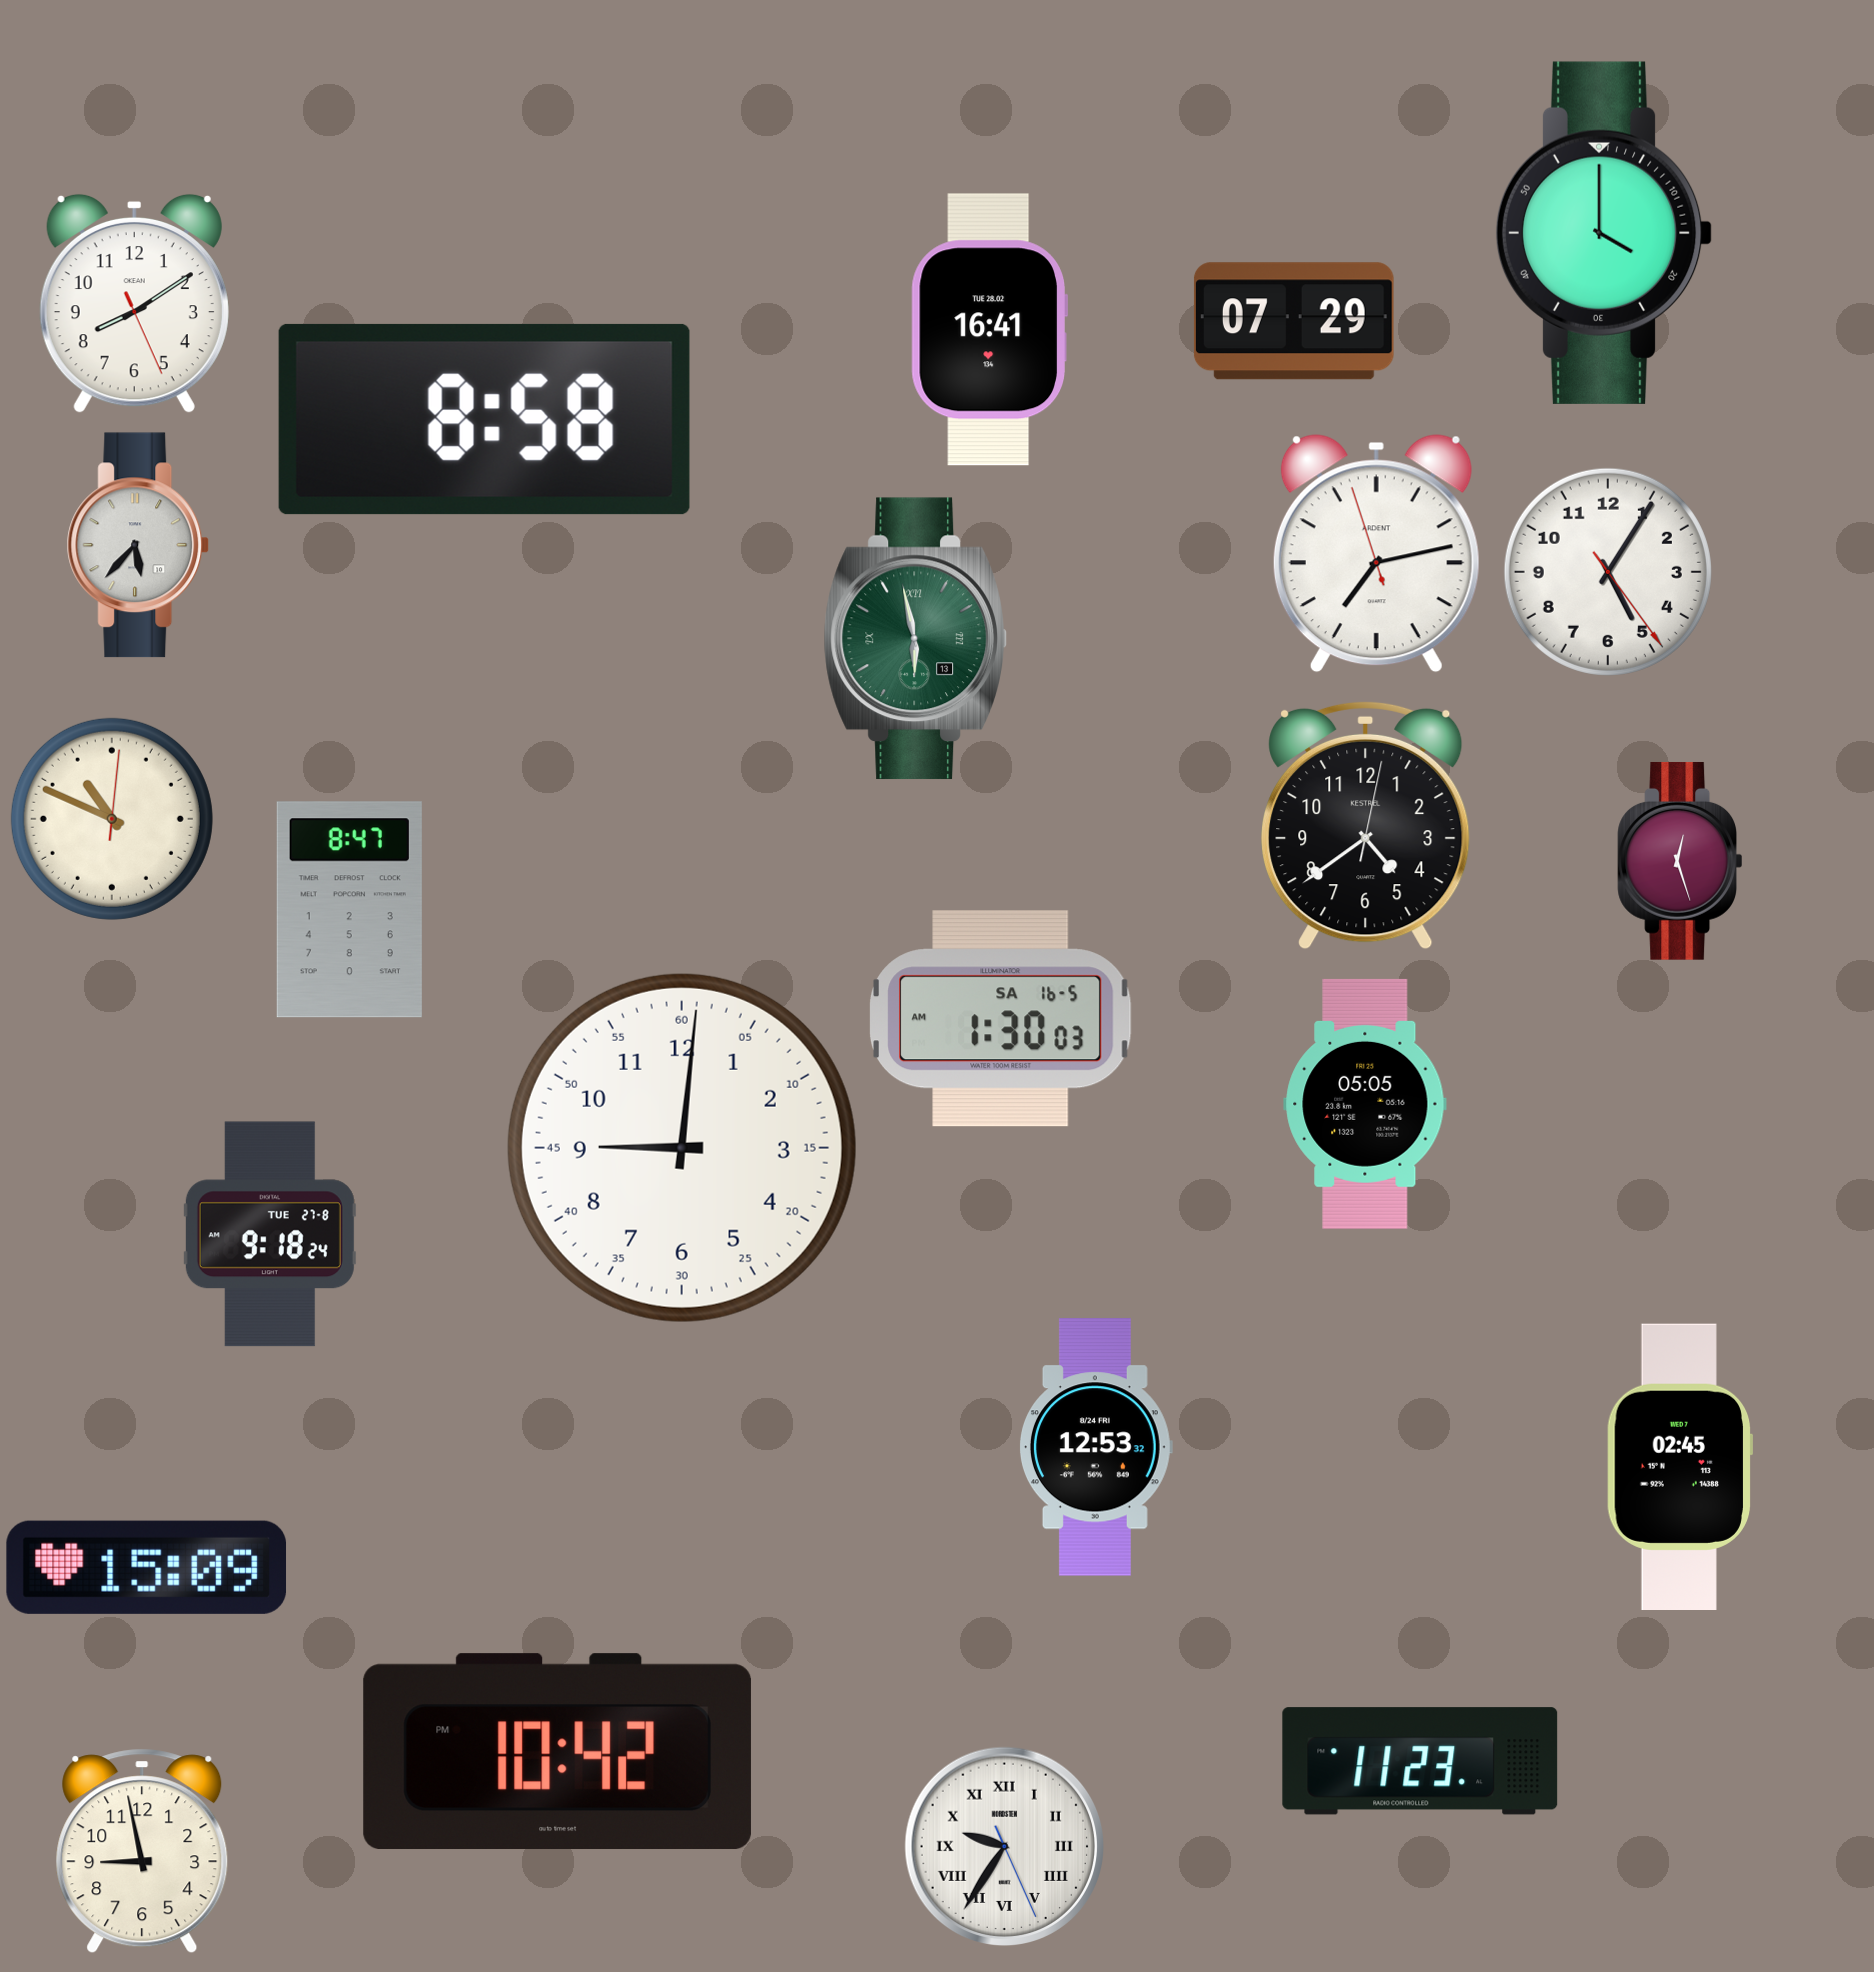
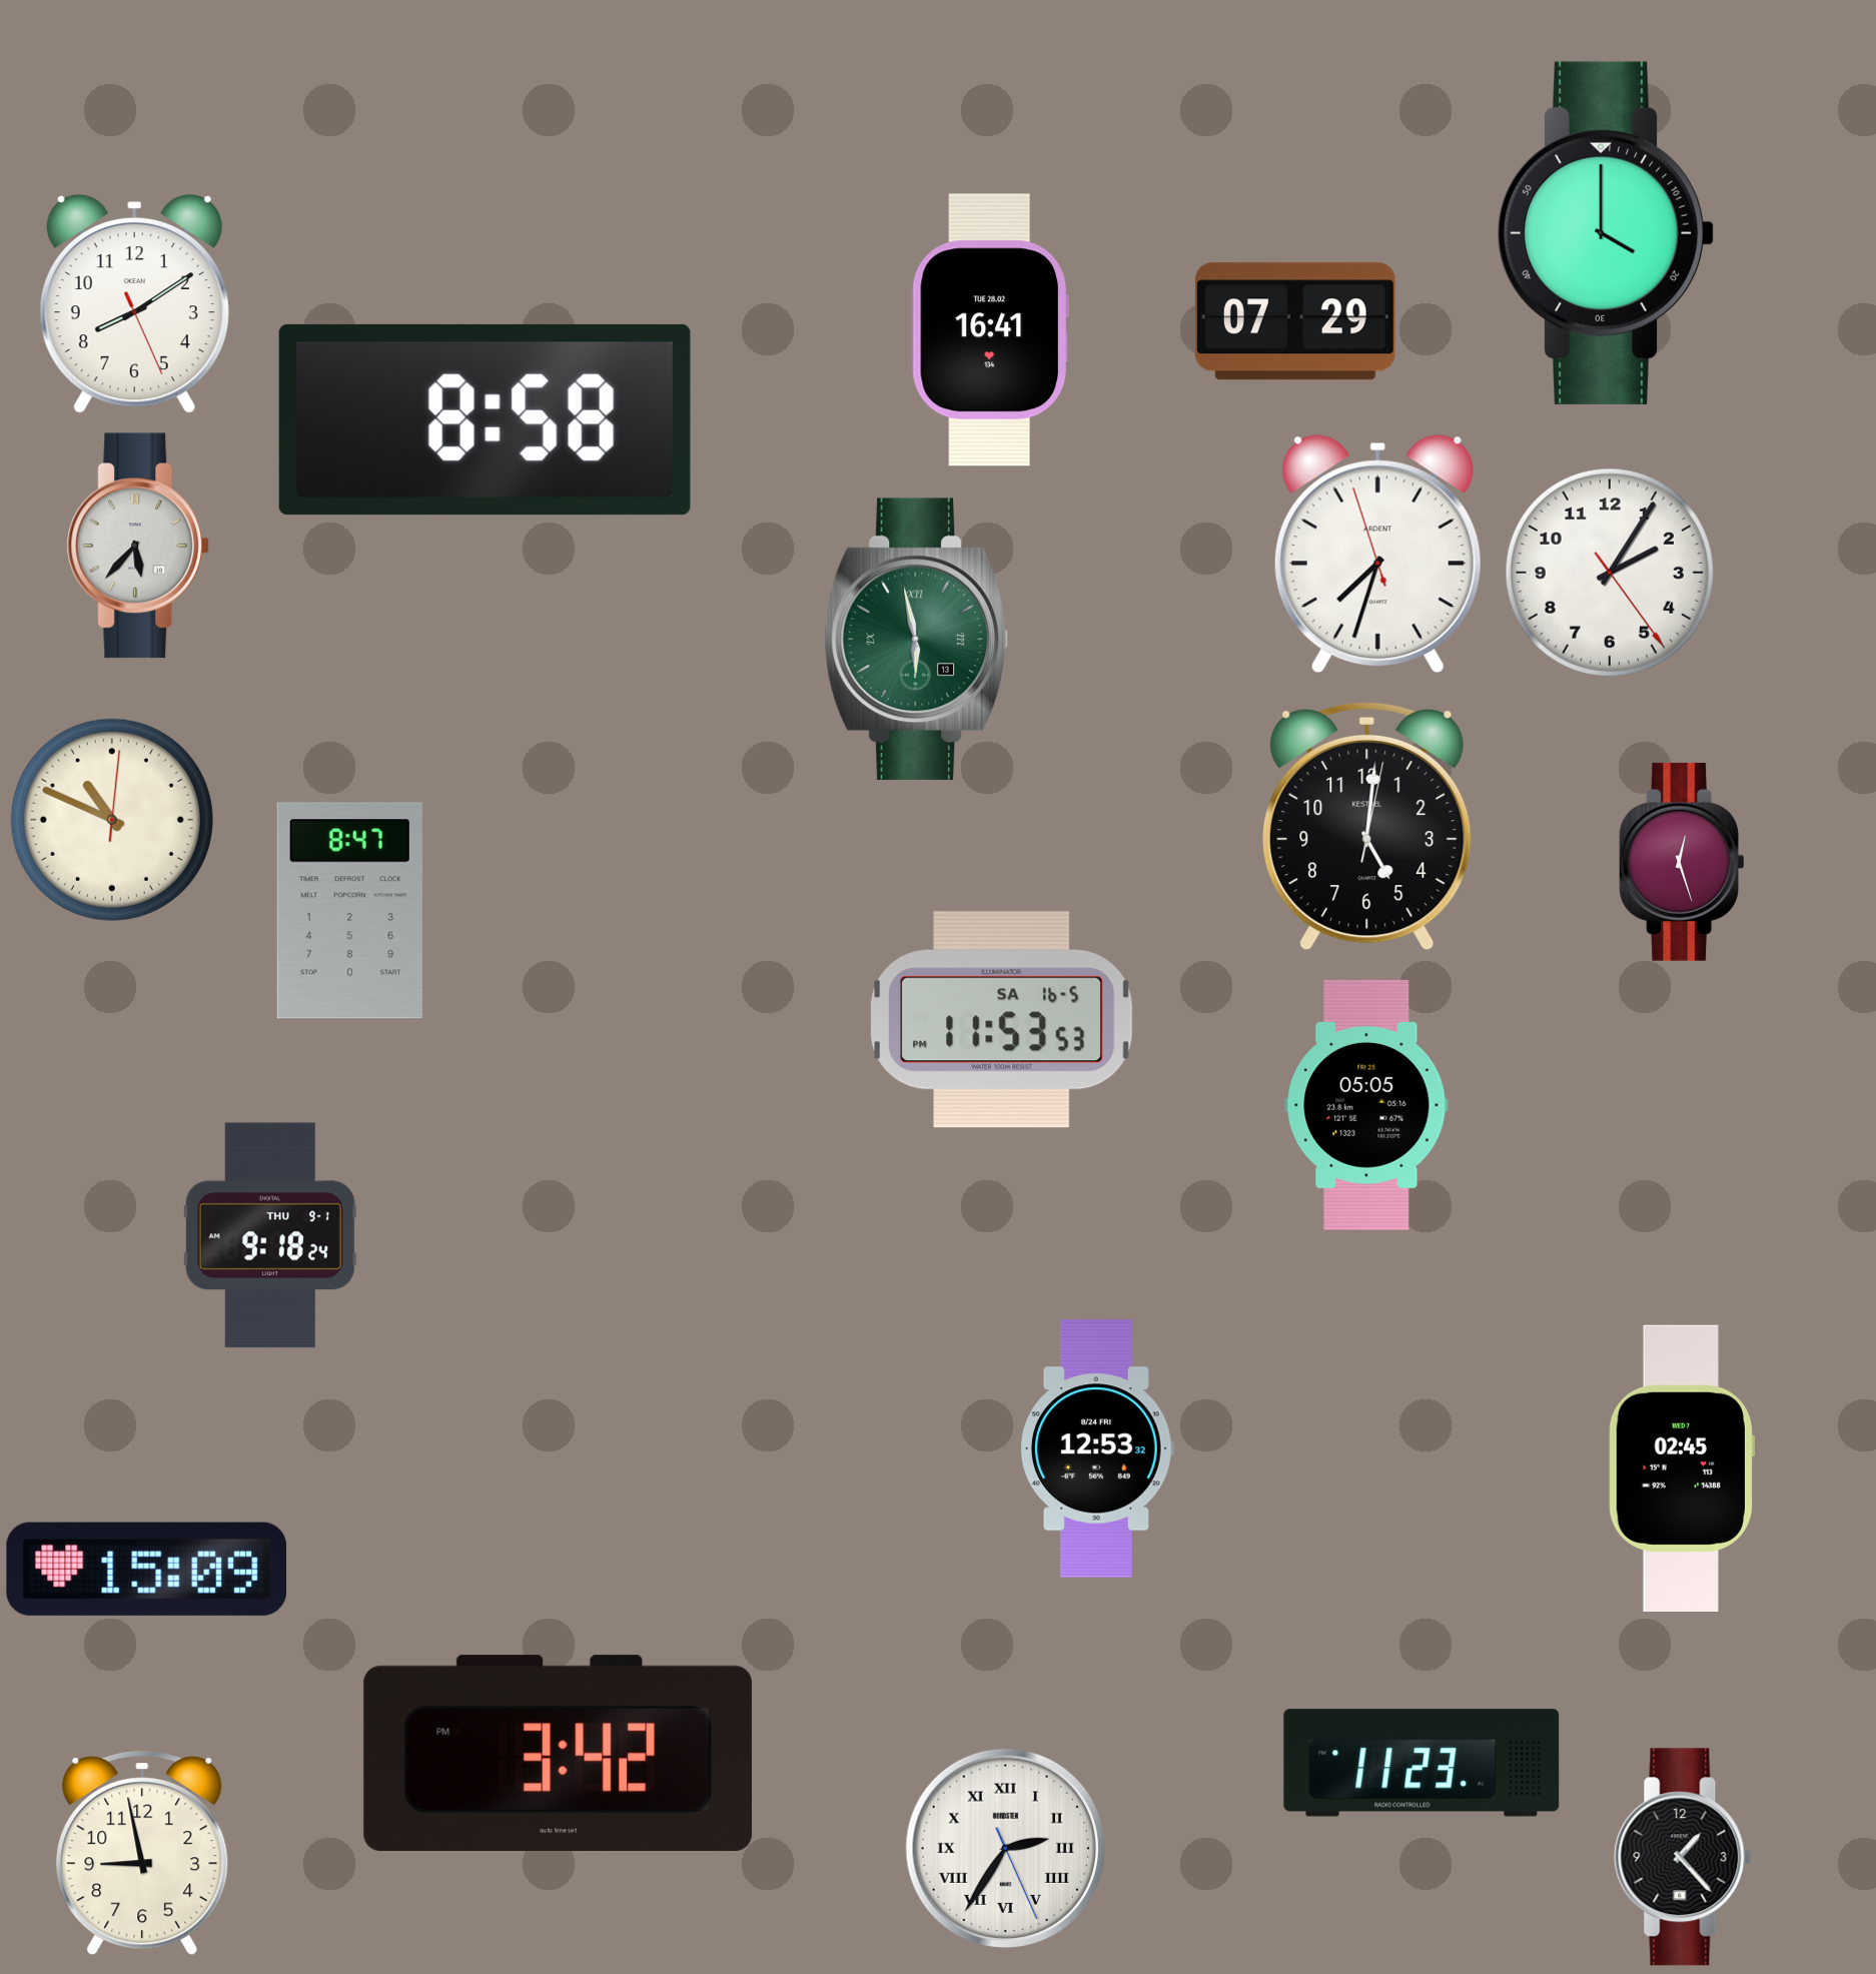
clock at (1376, 554): 7:12 -> 7:32
clock at (1608, 572): 5:05 -> 2:05
clock at (1366, 825): 4:39 -> 5:01
clock at (1001, 1019): 1:30 -> 11:53
clock at (682, 1148): 9:01 -> none
clock at (270, 1234) date: TUE 27-8 -> THU 9-1
clock at (557, 1752): 10:42 -> 3:42
clock at (1005, 1847): 9:35 -> 2:35
clock at (1683, 1857): none -> 1:23
